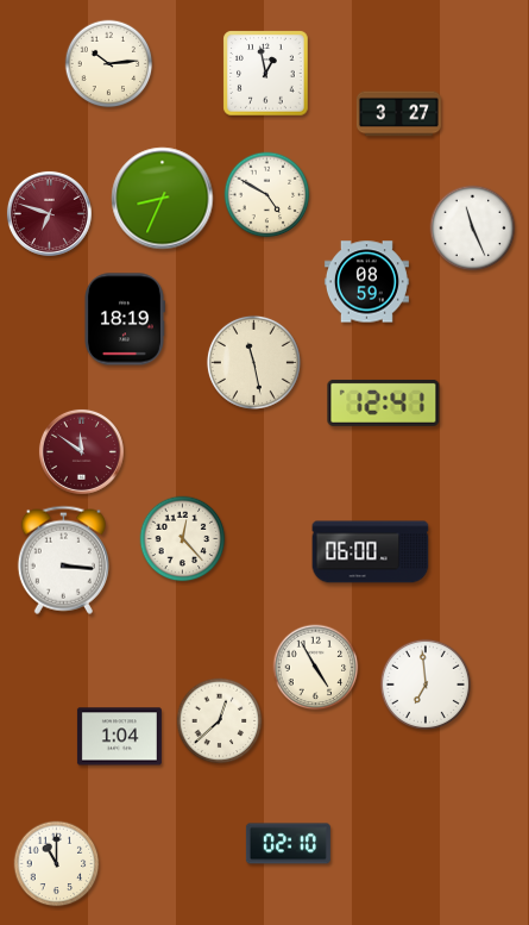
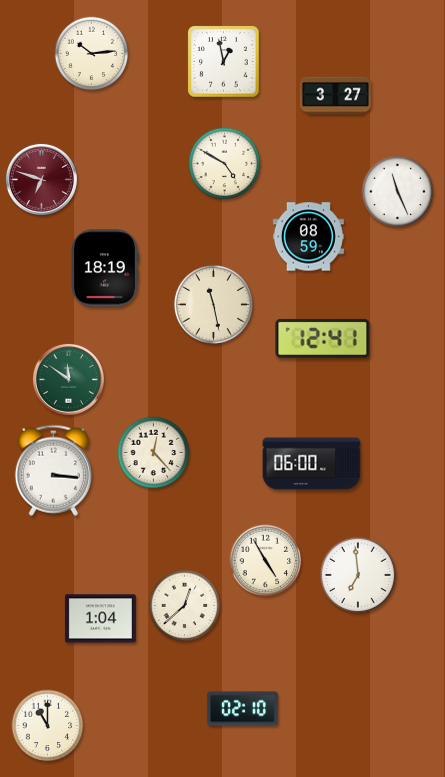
clock at (163, 199): 8:34 -> none
clock at (81, 451) dial: burgundy -> green
